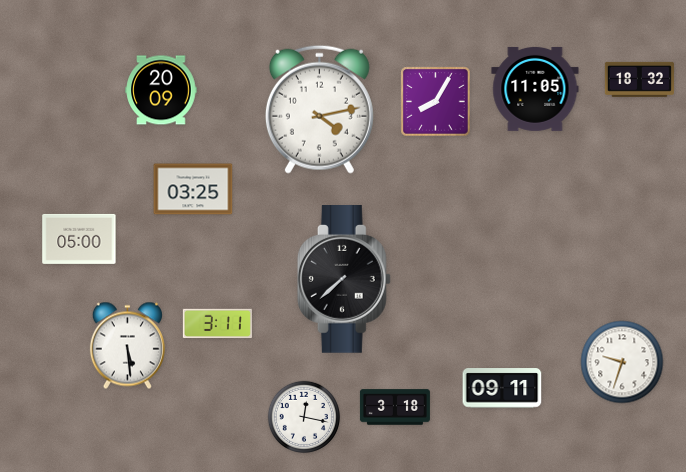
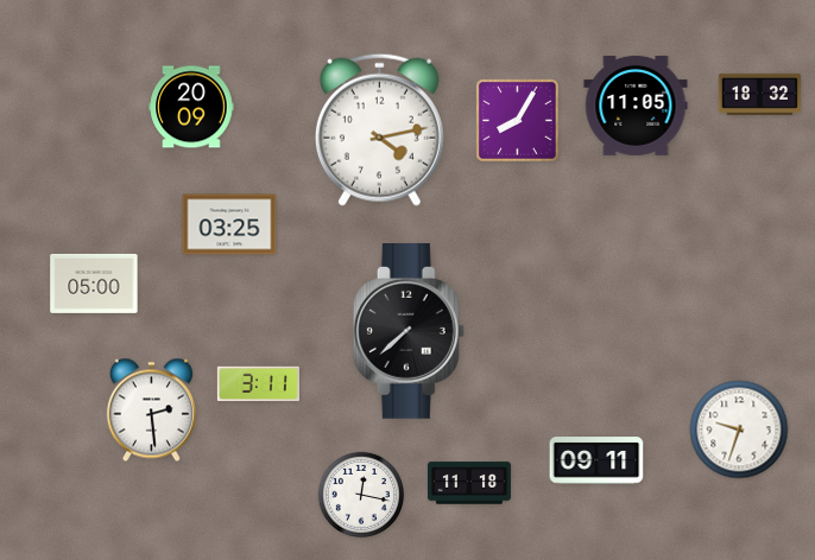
clock at (127, 346): 5:29 -> 2:29
clock at (395, 407): 3:18 -> 11:18
